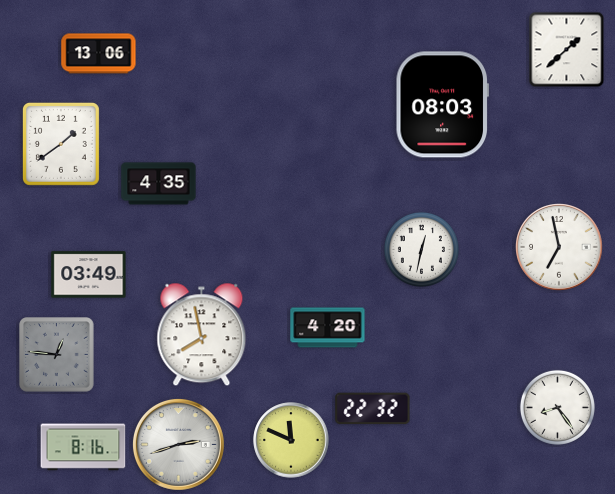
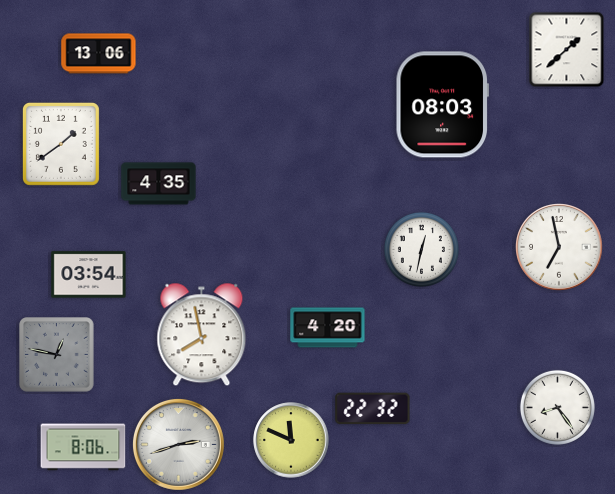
clock at (89, 275): 03:49 -> 03:54
clock at (57, 355): 12:46 -> 12:47
clock at (83, 447): 8:16 -> 8:06
